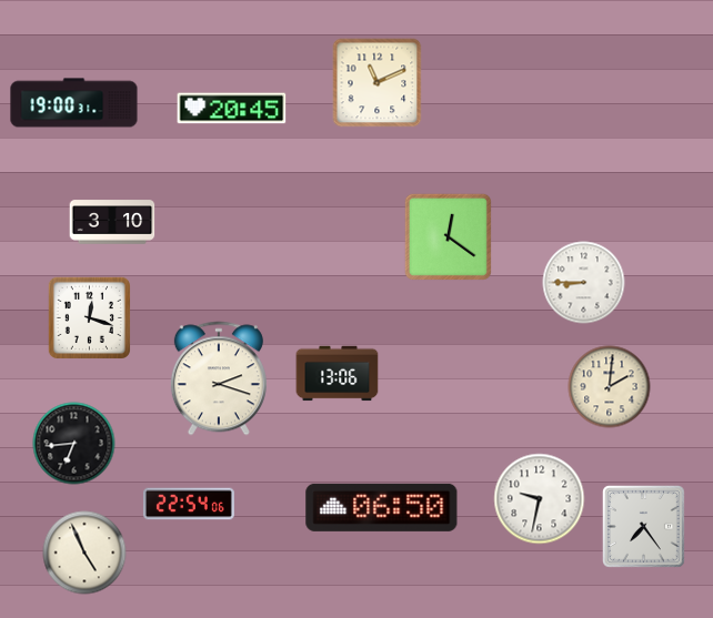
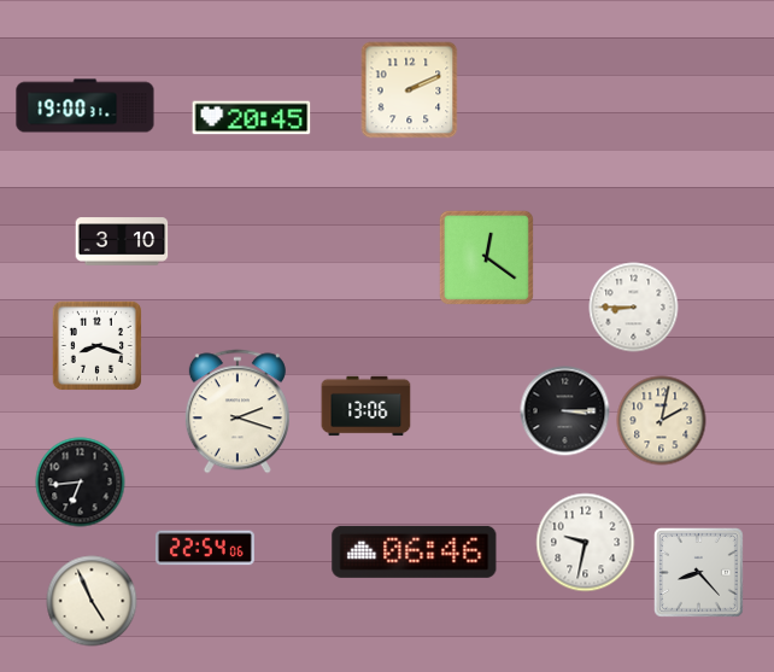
clock at (378, 83): 11:11 -> 2:11
clock at (74, 103) position: (74, 103) -> (86, 106)
clock at (89, 317): 12:18 -> 8:18
clock at (565, 411): none -> 3:15
clock at (610, 387): 2:01 -> 2:02
clock at (382, 507): 06:50 -> 06:46
clock at (644, 527): 7:24 -> 8:23
